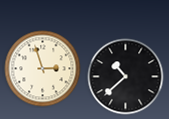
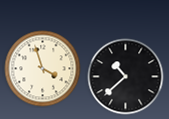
clock at (43, 69): 2:57 -> 3:57
